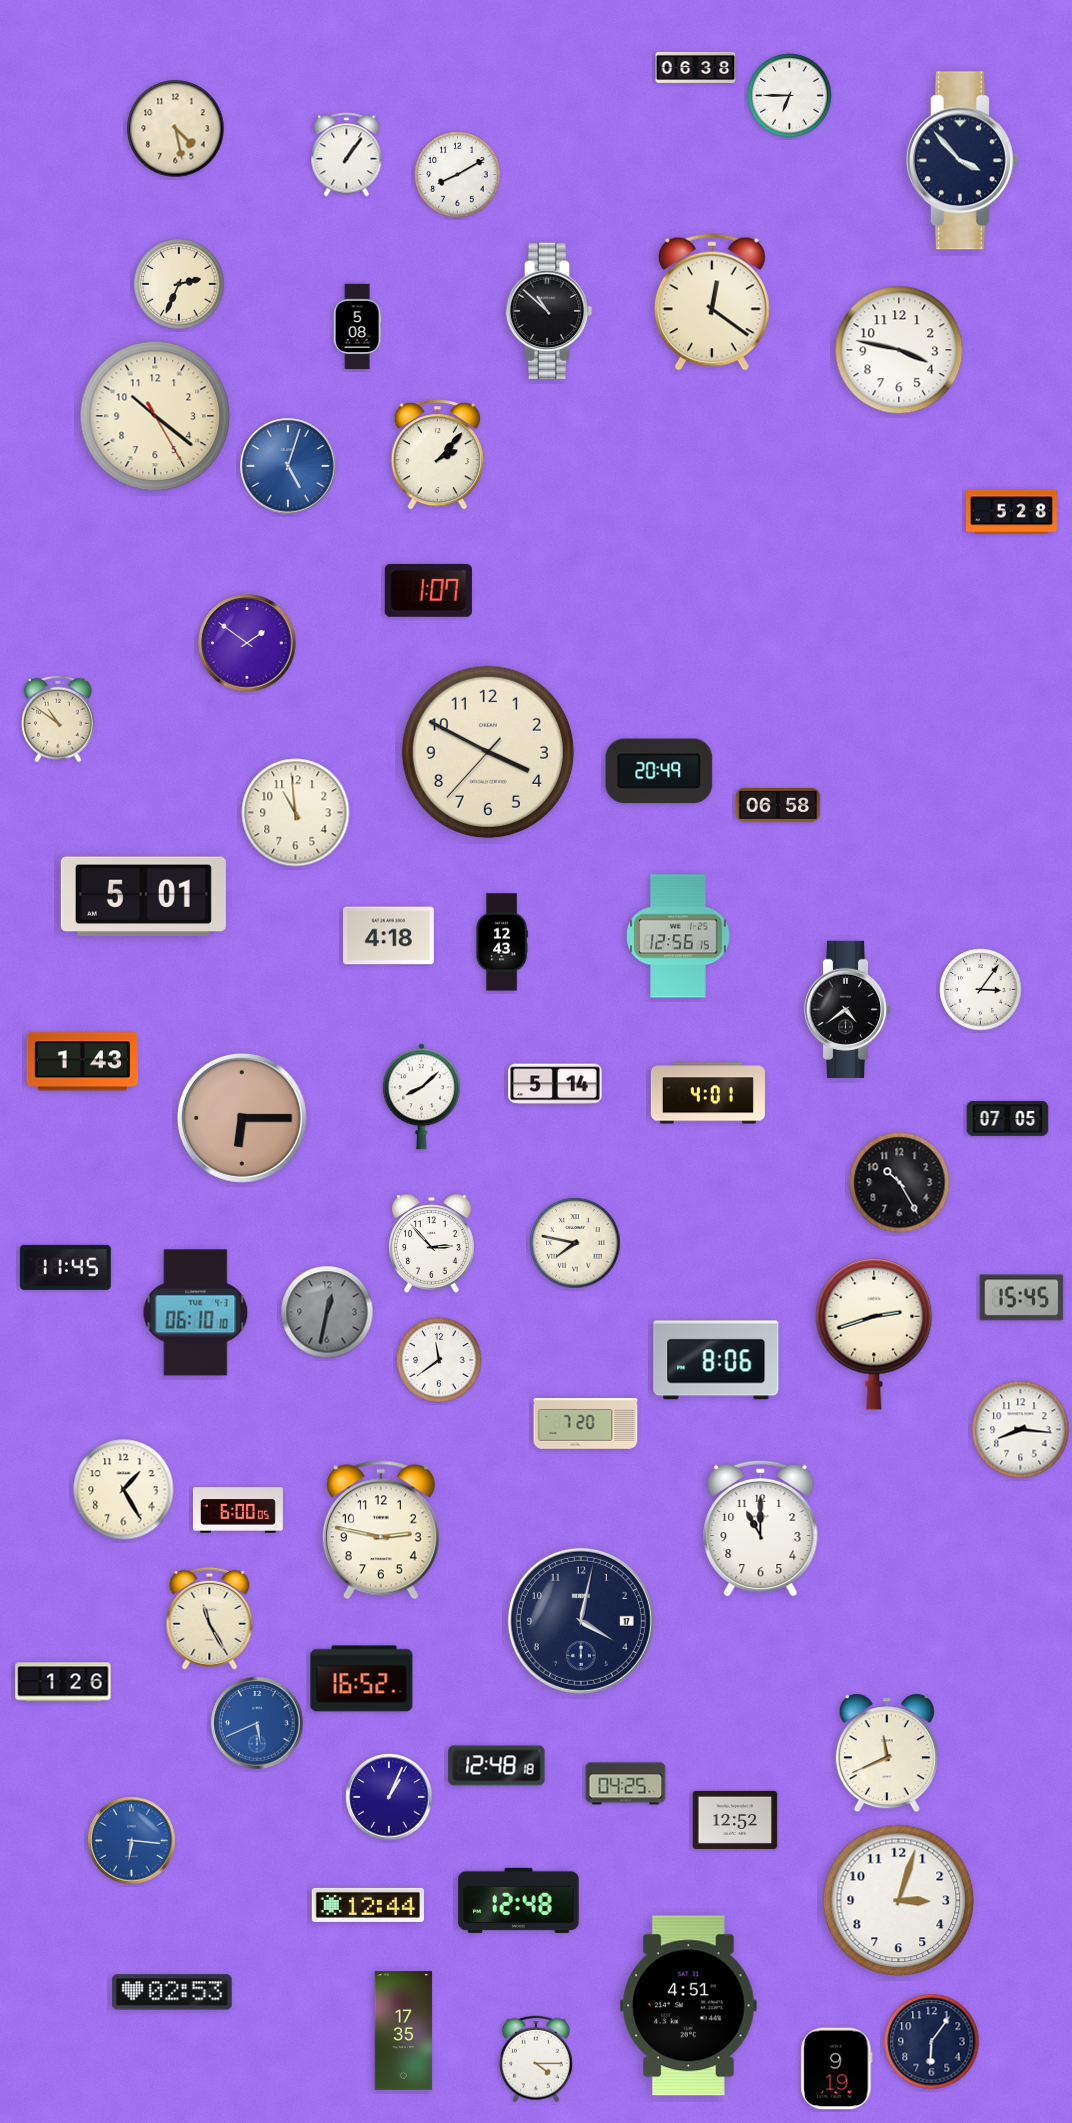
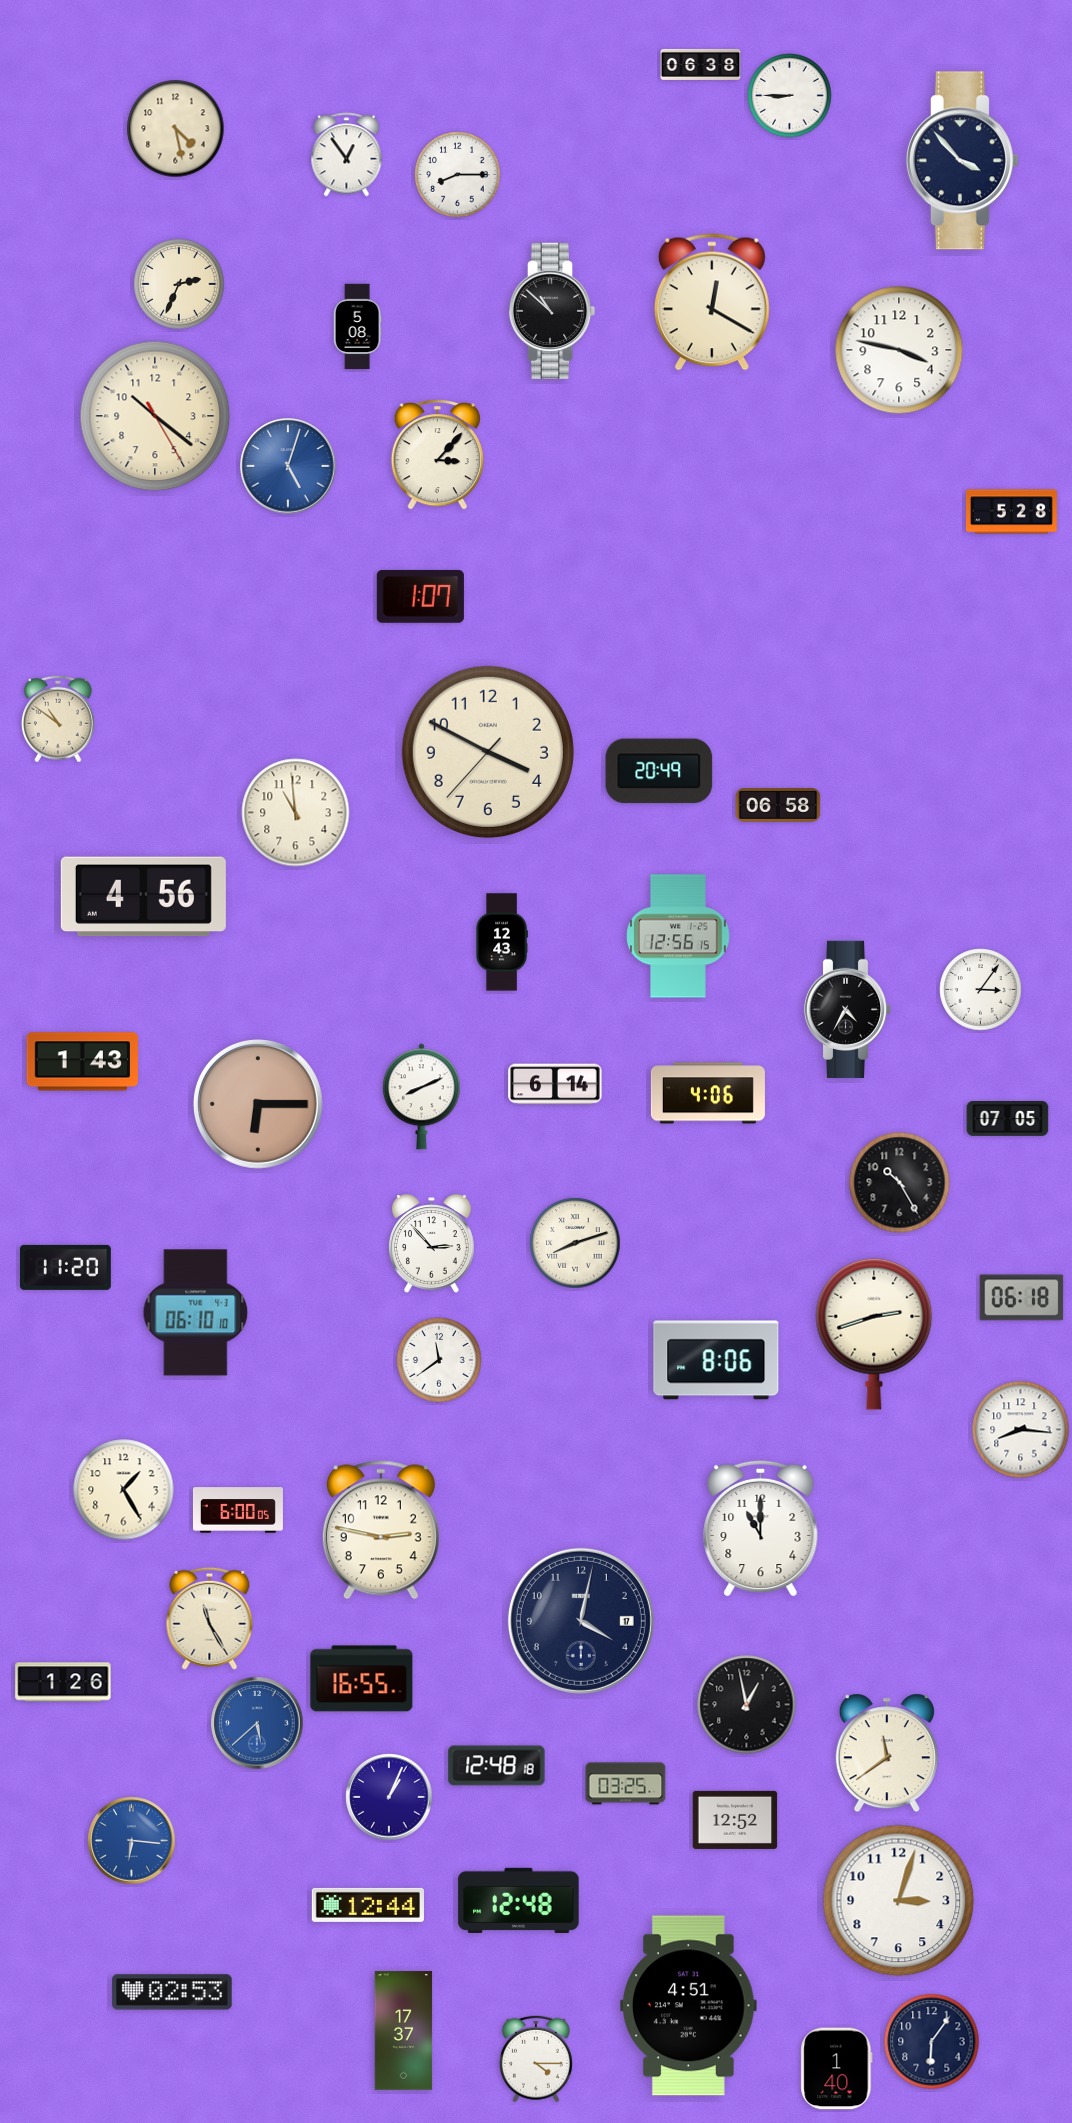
clock at (696, 67) position: (696, 67) -> (701, 64)
clock at (790, 96): 6:45 -> 8:45
clock at (347, 155): 1:06 -> 12:54
clock at (458, 175): 8:10 -> 8:15
clock at (712, 302): 12:21 -> 12:20
clock at (549, 310) position: (549, 310) -> (552, 310)
clock at (437, 455): 2:07 -> 3:07
clock at (428, 590) position: (428, 590) -> (420, 596)
clock at (247, 643): 1:51 -> none
clock at (143, 897): 5:01 -> 4:56
clock at (388, 936): 4:18 -> none
clock at (848, 1009): 4:39 -> 4:35
clock at (555, 1084): 5:14 -> 6:14
clock at (708, 1093): 4:01 -> 4:06
clock at (421, 1097): 8:08 -> 8:11
clock at (242, 1118) position: (242, 1118) -> (258, 1104)
clock at (575, 1243): 7:47 -> 8:12
clock at (65, 1267): 11:45 -> 11:20
clock at (1022, 1298): 15:45 -> 06:18
clock at (327, 1312): 12:32 -> none
clock at (586, 1424): 7:20 -> none
clock at (362, 1679): 16:52 -> 16:55
clock at (747, 1705): none -> 12:58
clock at (257, 1723): 5:41 -> 5:38
clock at (887, 1753): 11:41 -> 11:39
clock at (626, 1784): 04:25 -> 03:25
clock at (404, 2031): 17:35 -> 17:37
clock at (837, 2069): 9:19 -> 1:40
